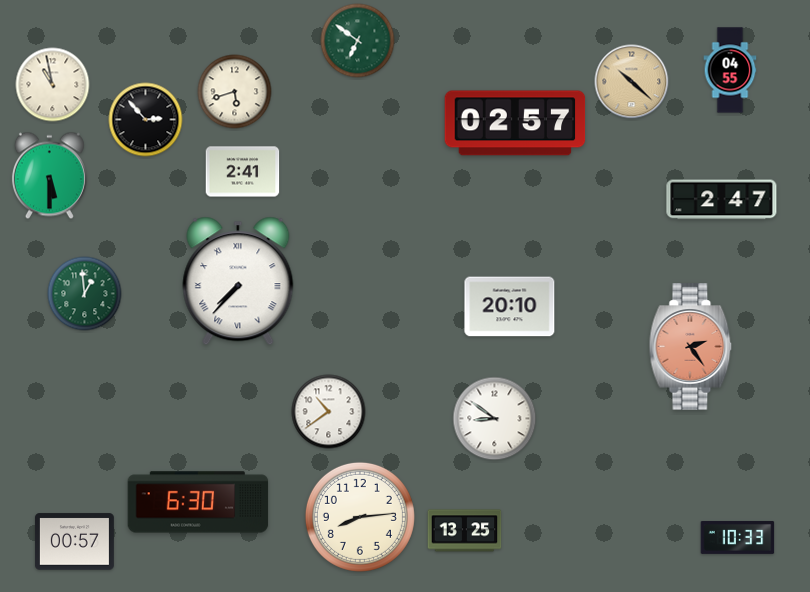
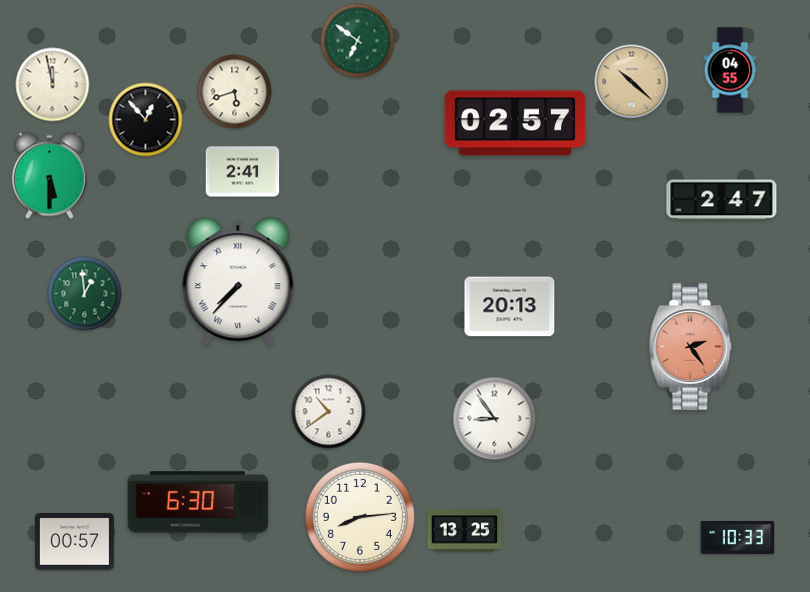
clock at (53, 85): 10:58 -> 11:58
clock at (146, 120): 2:53 -> 12:53
clock at (510, 307): 20:10 -> 20:13
clock at (495, 419): 8:51 -> 8:54
